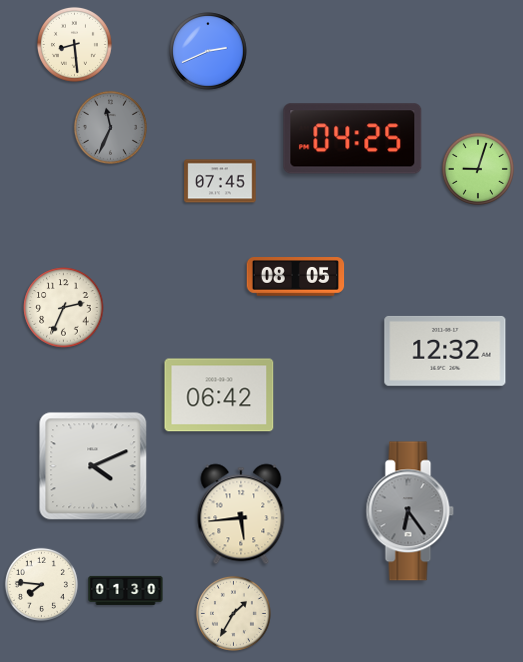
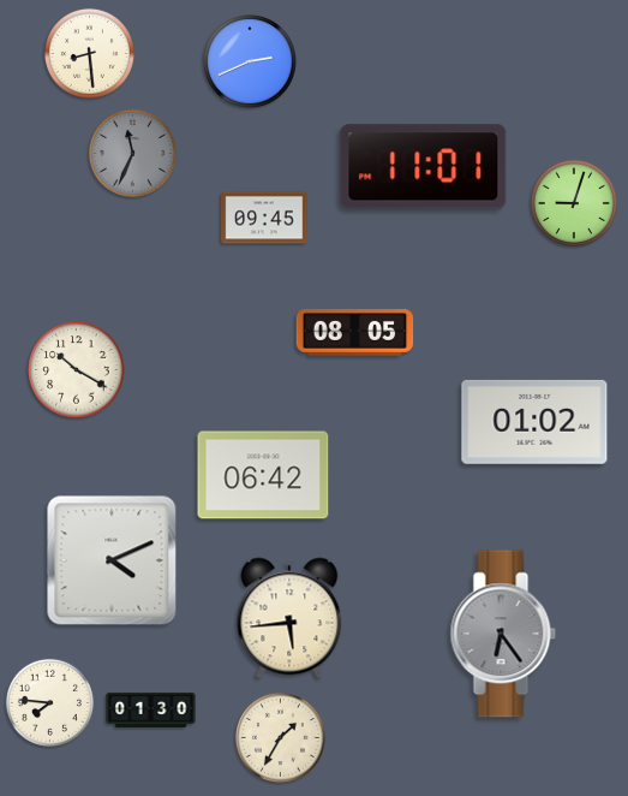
clock at (353, 139): 04:25 -> 11:01
clock at (220, 181): 07:45 -> 09:45
clock at (64, 308): 2:34 -> 10:20
clock at (445, 351): 12:32 -> 01:02
clock at (410, 511) position: (410, 511) -> (503, 634)
